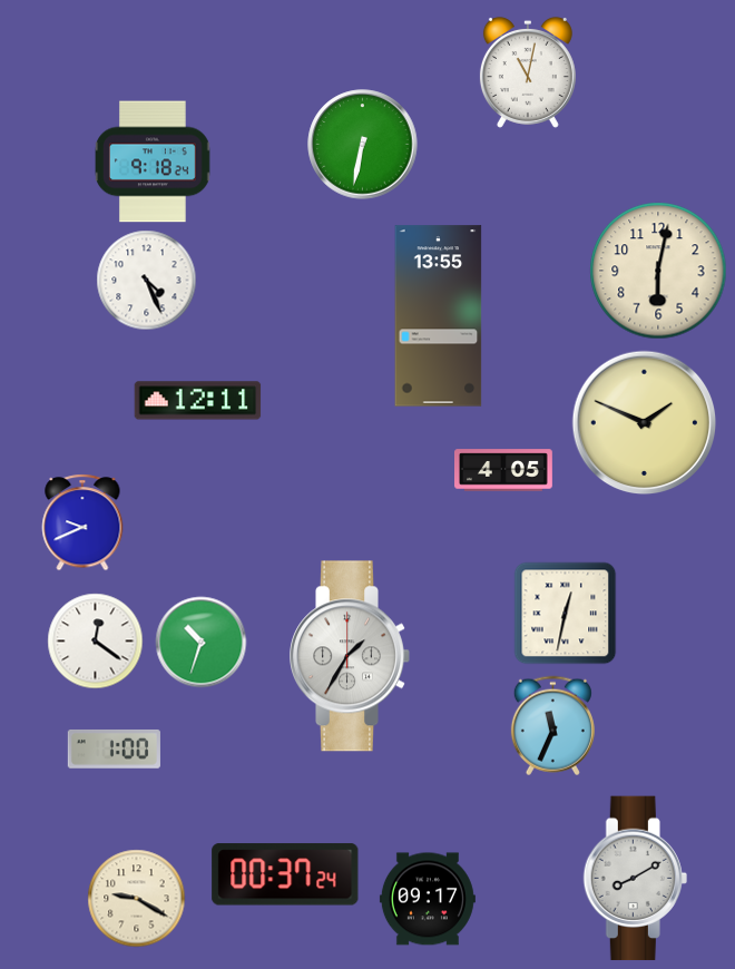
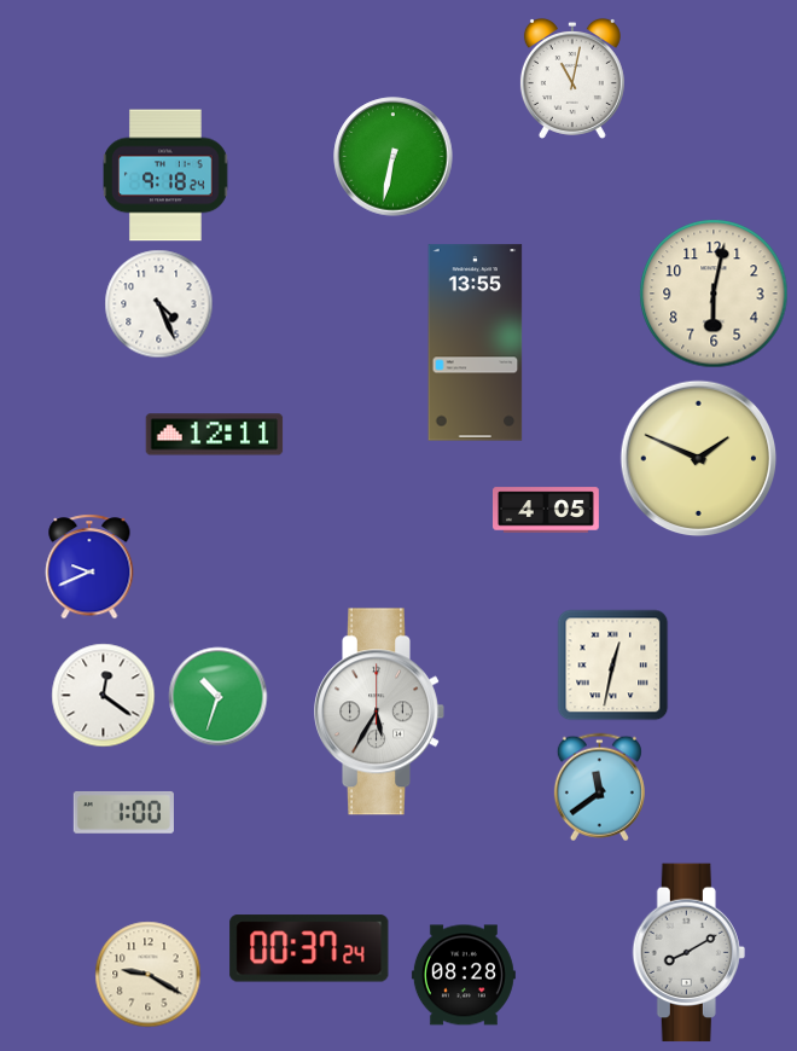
clock at (350, 656): 1:35 -> 5:35
clock at (552, 726): 11:34 -> 11:39
clock at (428, 899): 09:17 -> 08:28
